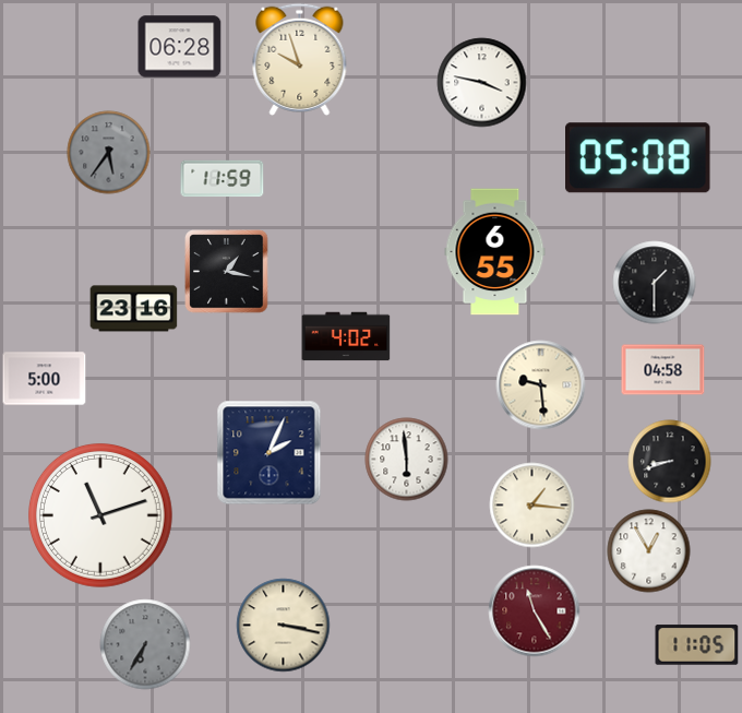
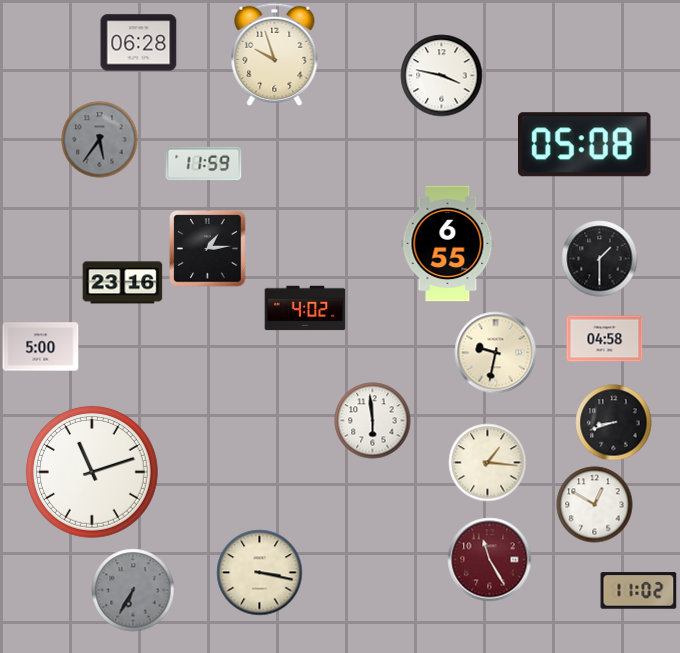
clock at (180, 47) position: (180, 47) -> (139, 43)
clock at (495, 252) position: (495, 252) -> (448, 244)
clock at (227, 272): 1:17 -> 1:14
clock at (346, 336) position: (346, 336) -> (305, 308)
clock at (663, 370) position: (663, 370) -> (605, 339)
clock at (541, 385): 9:29 -> 9:32
clock at (270, 453): 2:04 -> none
clock at (649, 551): 12:55 -> 12:50
clock at (697, 645): 11:05 -> 11:02
